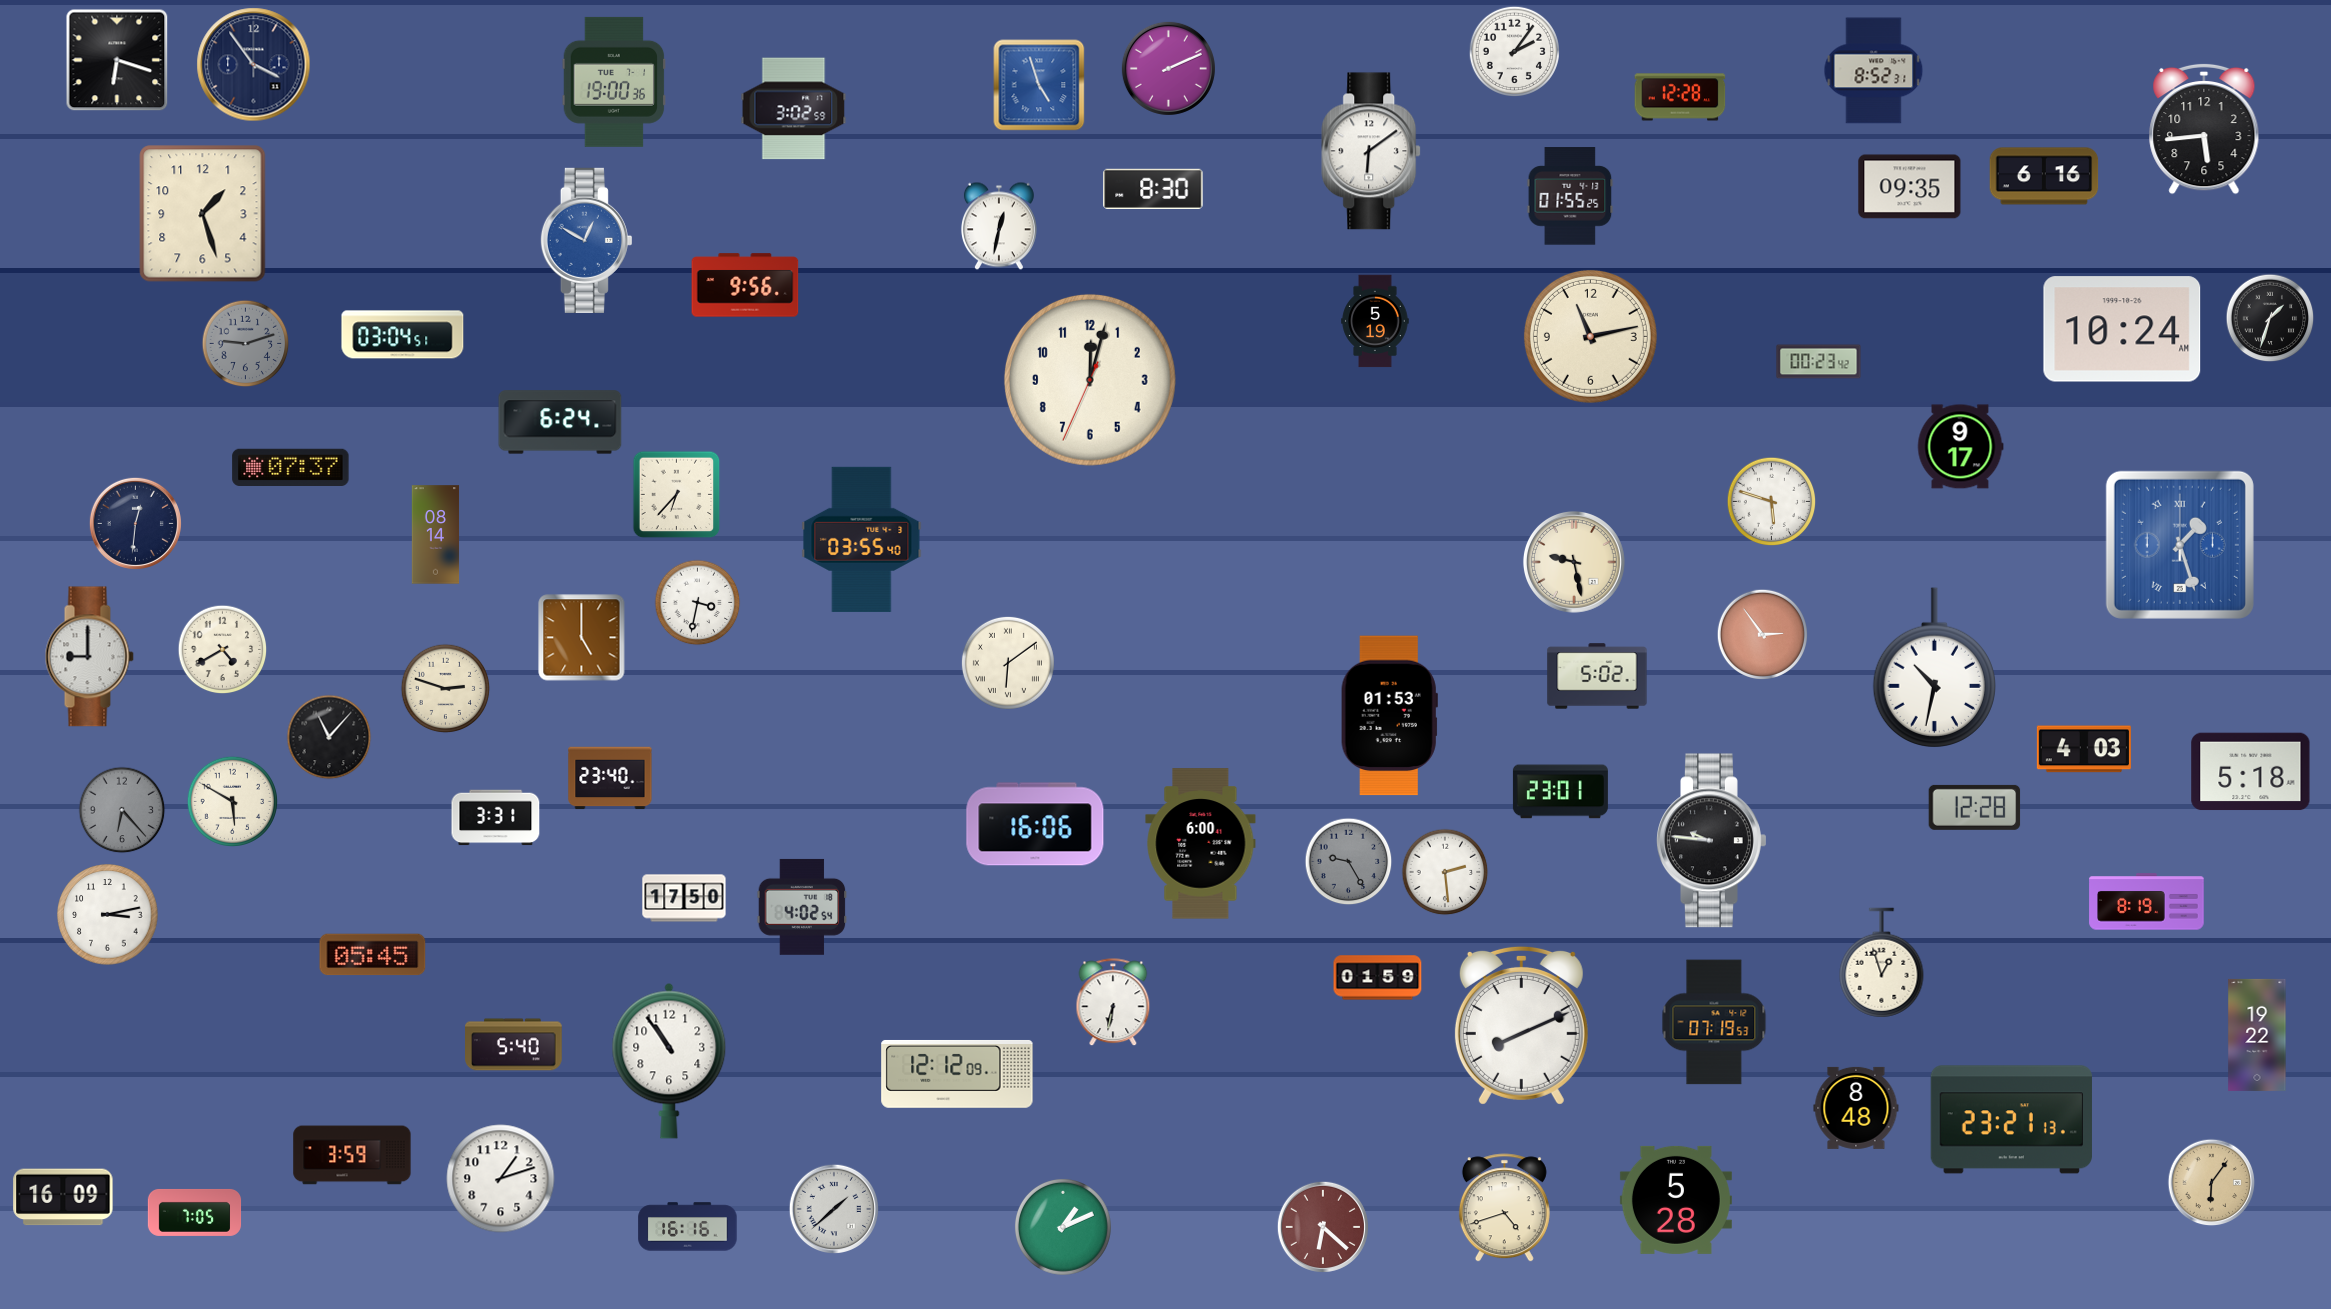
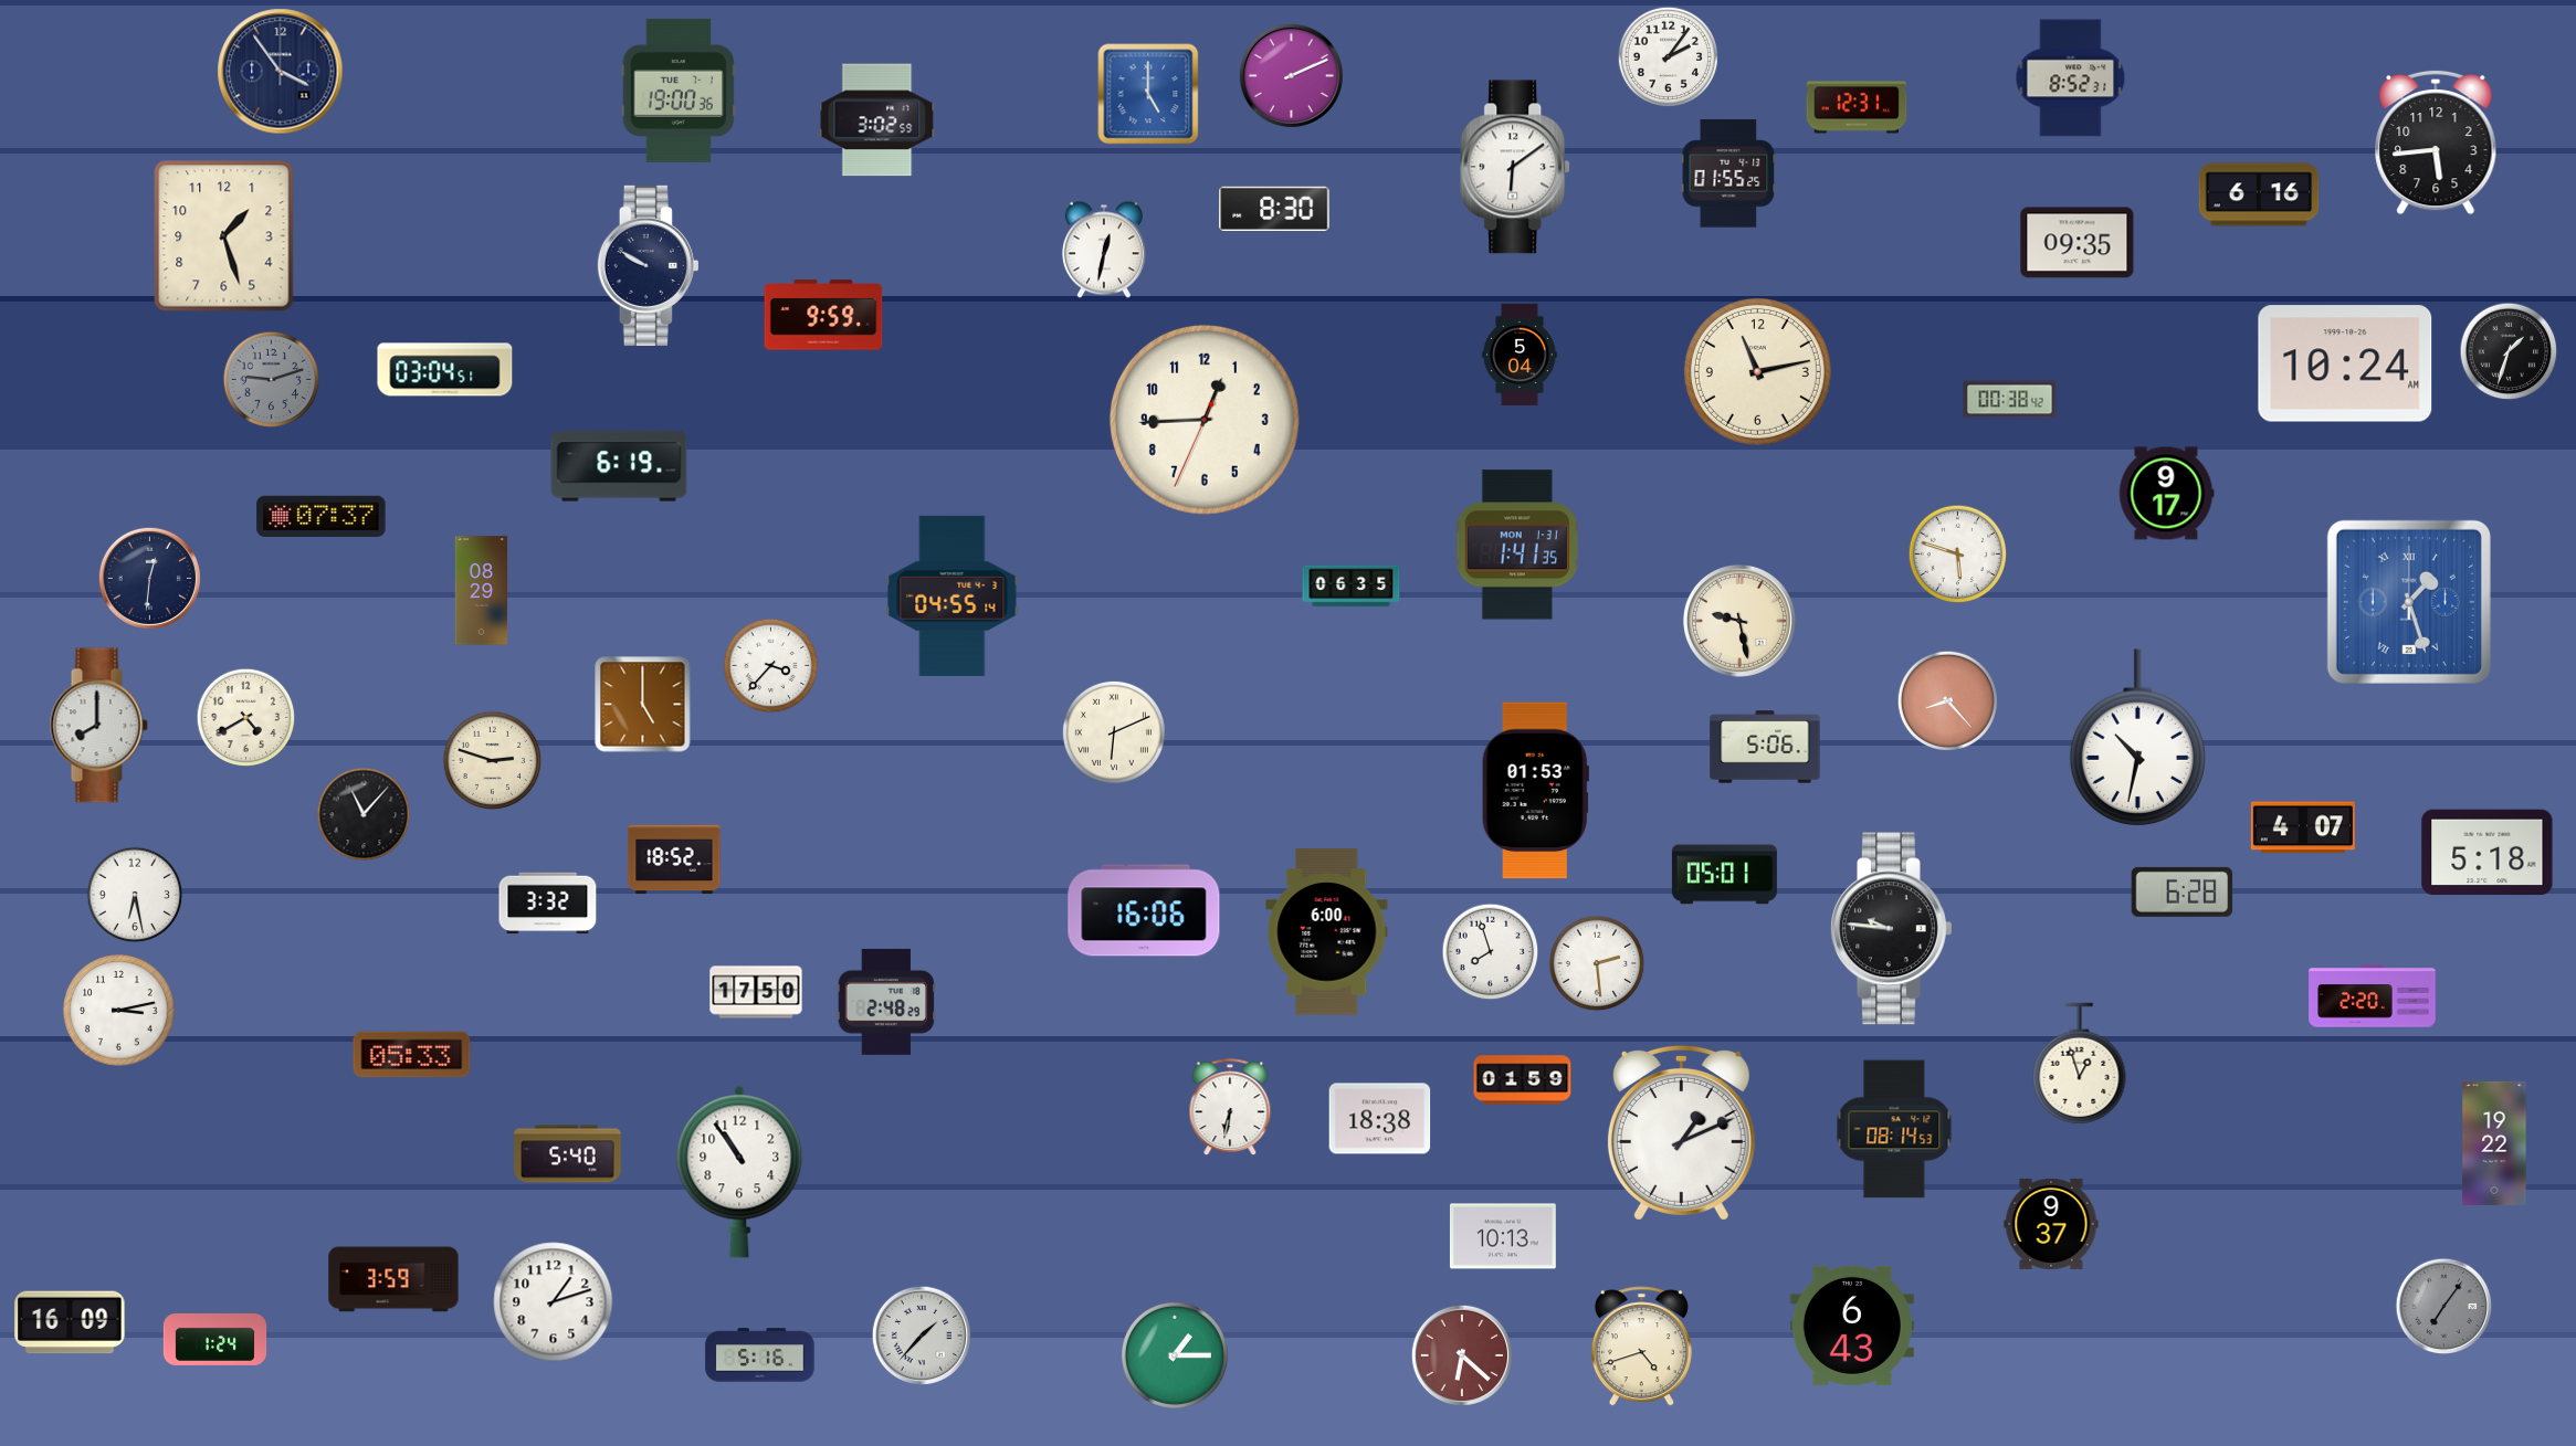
clock at (1514, 51) position: (1514, 51) -> (1668, 56)
clock at (117, 60): 6:18 -> none
clock at (1039, 85): 4:57 -> 5:00
clock at (1680, 97): 12:28 -> 12:31
clock at (1910, 187) position: (1910, 187) -> (2078, 243)
clock at (1570, 196) position: (1570, 196) -> (1728, 173)
clock at (586, 240): 12:50 -> 9:50
clock at (586, 240) dial: blue -> navy
clock at (745, 285): 9:56 -> 9:59
clock at (1375, 321): 5:19 -> 5:04
clock at (1819, 362): 00:23 -> 00:38
clock at (1090, 380): 12:02 -> 12:44
clock at (560, 422): 6:24 -> 6:19
clock at (1517, 545): none -> 1:41
clock at (677, 495): 6:37 -> none
clock at (1352, 587): none -> 06:35
clock at (436, 535): 08:14 -> 08:29
clock at (862, 539): 03:55 -> 04:55
clock at (698, 603): 3:32 -> 3:37
clock at (1762, 634): 2:54 -> 8:23
clock at (89, 657): 9:00 -> 8:00
clock at (1008, 663): 6:09 -> 6:11
clock at (1597, 676): 5:02 -> 5:06
clock at (2084, 749): 4:03 -> 4:07
clock at (610, 778): 23:40 -> 18:52
clock at (1560, 792): 23:01 -> 05:01
clock at (232, 801): 5:50 -> none
clock at (1975, 807): 12:28 -> 6:28
clock at (122, 810): 6:23 -> 6:28
clock at (122, 810) dial: grey -> white
clock at (496, 818): 3:31 -> 3:32
clock at (1349, 862): 9:25 -> 7:57
clock at (1349, 862) dial: grey -> white
clock at (2147, 902): 8:19 -> 2:20
clock at (802, 907): 4:02 -> 2:48
clock at (373, 955): 05:45 -> 05:33
clock at (1380, 1119): none -> 18:38
clock at (1714, 1022): 07:19 -> 08:14
clock at (1521, 1025): 8:11 -> 1:11
clock at (957, 1074): 12:12 -> none
clock at (1856, 1108): 8:48 -> 9:37
clock at (1503, 1236): none -> 10:13
clock at (2011, 1120): 23:21 -> none
clock at (352, 1155) position: (352, 1155) -> (393, 1279)
clock at (2212, 1183): 6:06 -> 7:06
clock at (2212, 1183) dial: champagne -> grey
clock at (1676, 1200): 5:28 -> 6:43
clock at (833, 1208): 1:38 -> 1:37
clock at (1504, 1208) position: (1504, 1208) -> (1641, 1347)
clock at (195, 1212): 7:05 -> 1:24
clock at (688, 1227): 16:16 -> 5:16
clock at (1063, 1227): 1:11 -> 1:15
